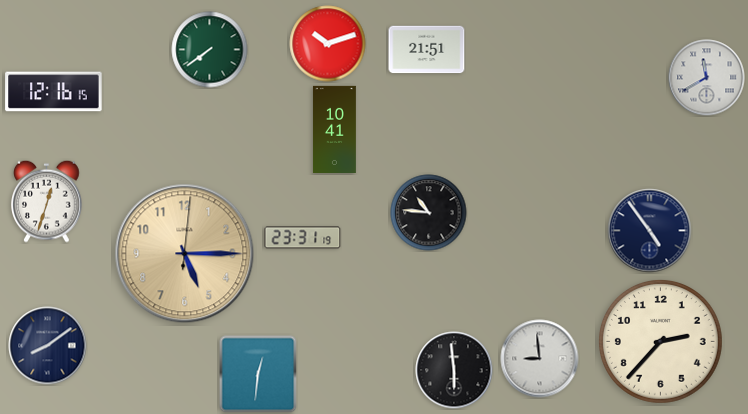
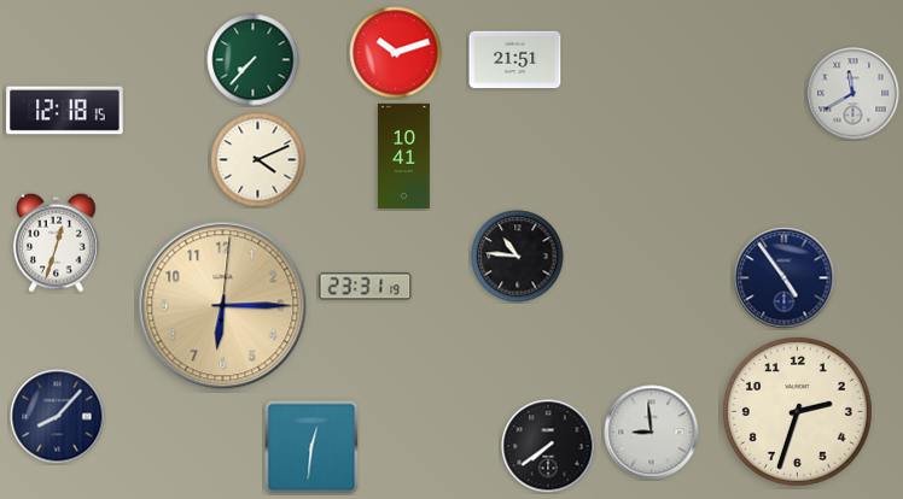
clock at (210, 50): 7:39 -> 7:37
clock at (54, 92): 12:16 -> 12:18
clock at (258, 160): none -> 4:11
clock at (185, 254): 5:15 -> 6:15
clock at (660, 341): 2:37 -> 2:33
clock at (48, 346): 8:09 -> 8:07
clock at (454, 370): 5:59 -> 7:39
clock at (258, 374) position: (258, 374) -> (311, 447)
